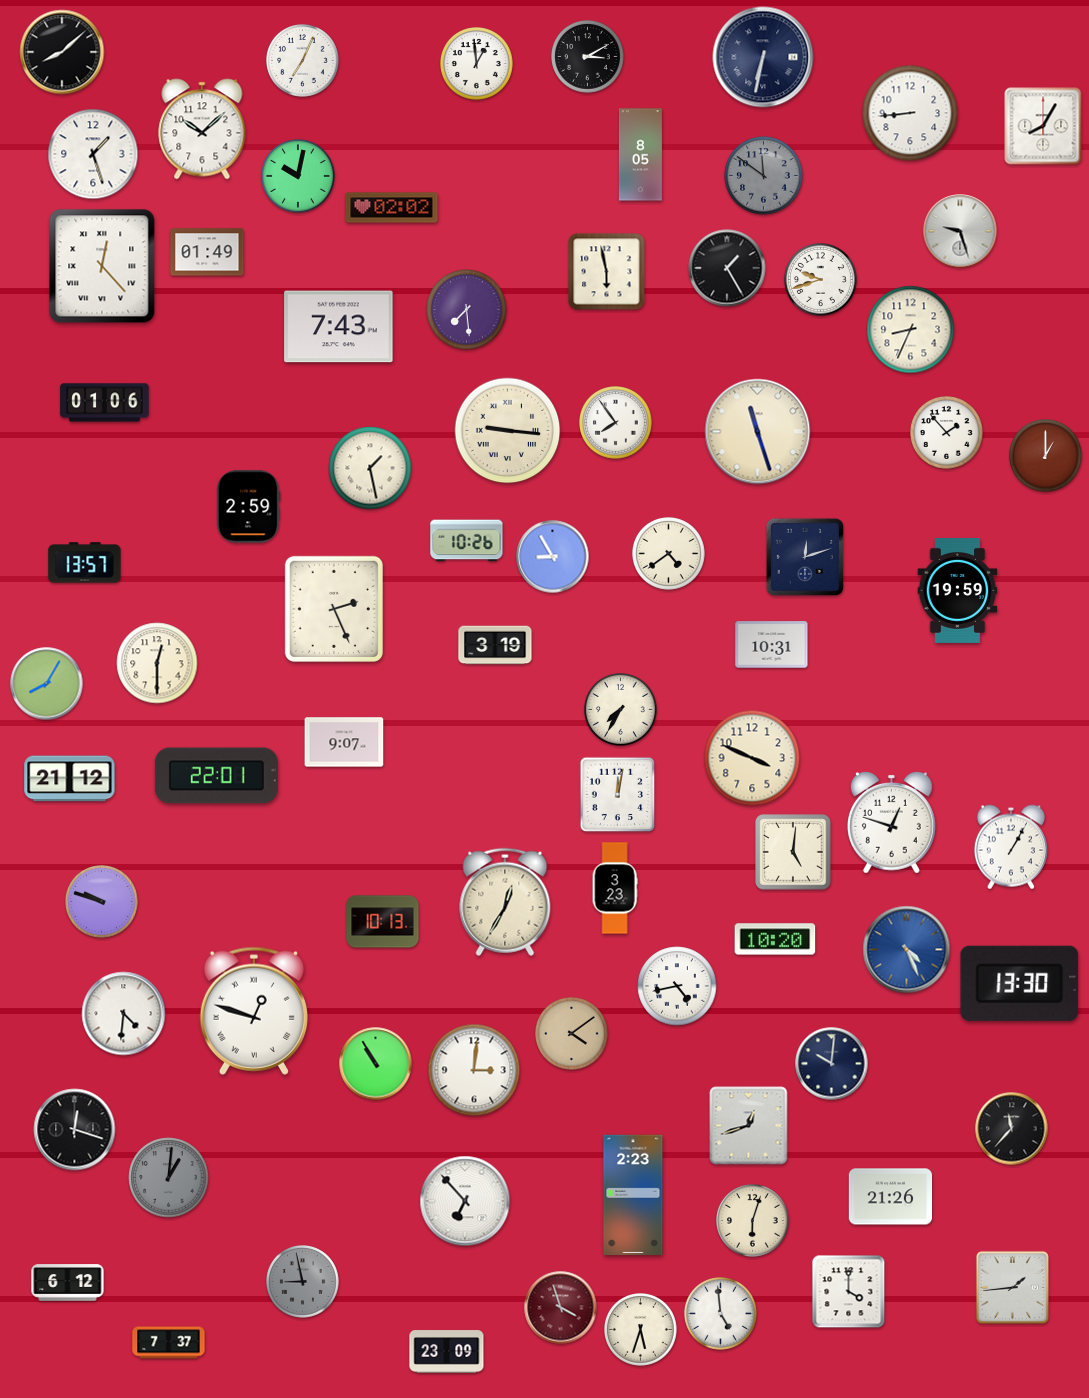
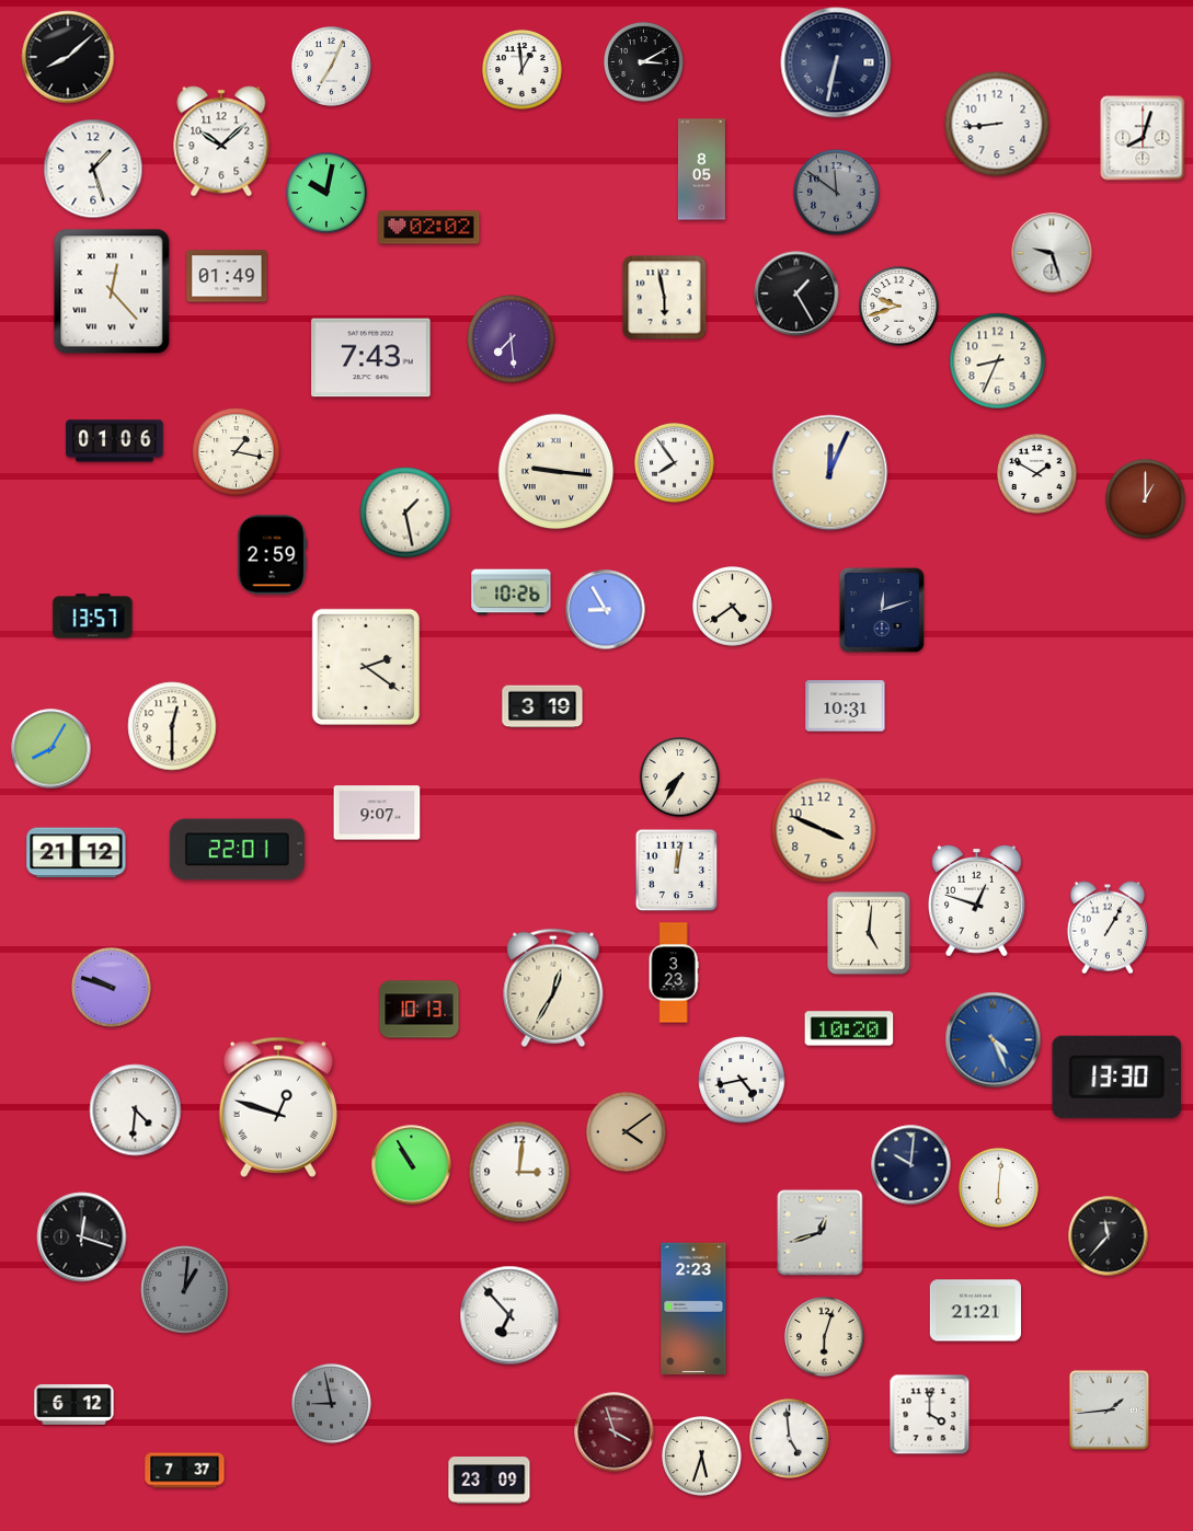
clock at (1043, 126): 8:05 -> 8:03
clock at (93, 154) position: (93, 154) -> (93, 169)
clock at (237, 452): none -> 1:17
clock at (758, 432): 11:27 -> 12:04
clock at (947, 433): 1:53 -> 1:50
clock at (958, 590): 19:59 -> none
clock at (334, 609): 2:26 -> 2:21
clock at (999, 1188): none -> 6:01
clock at (890, 1197): 21:26 -> 21:21
